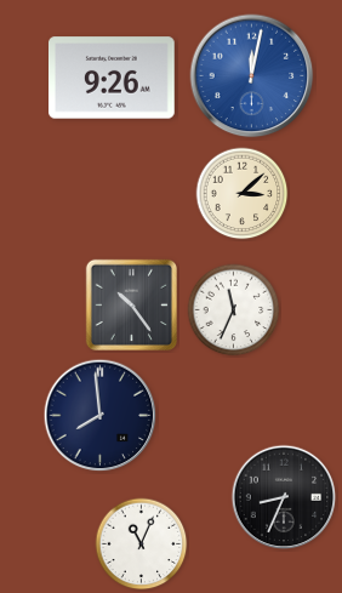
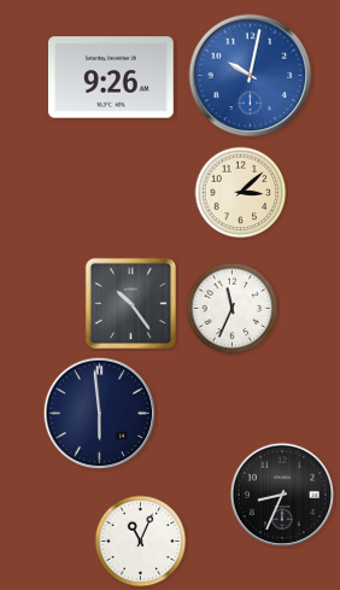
clock at (252, 76): 12:02 -> 10:02
clock at (101, 416): 7:59 -> 5:59
